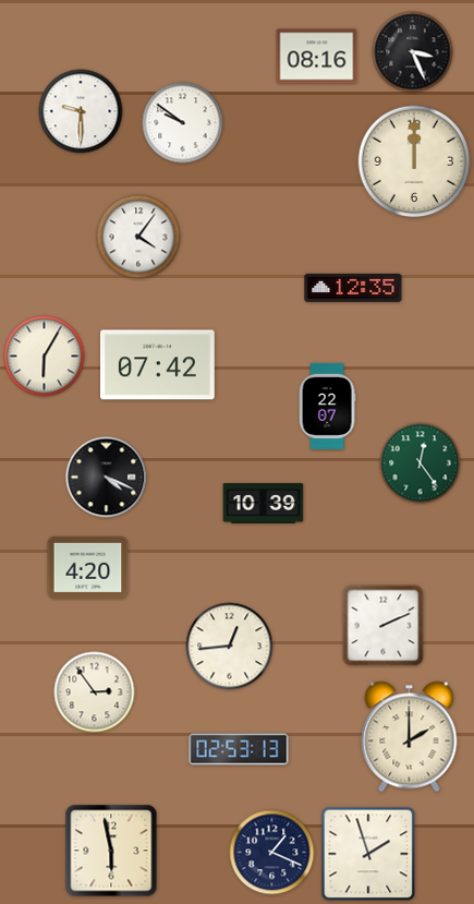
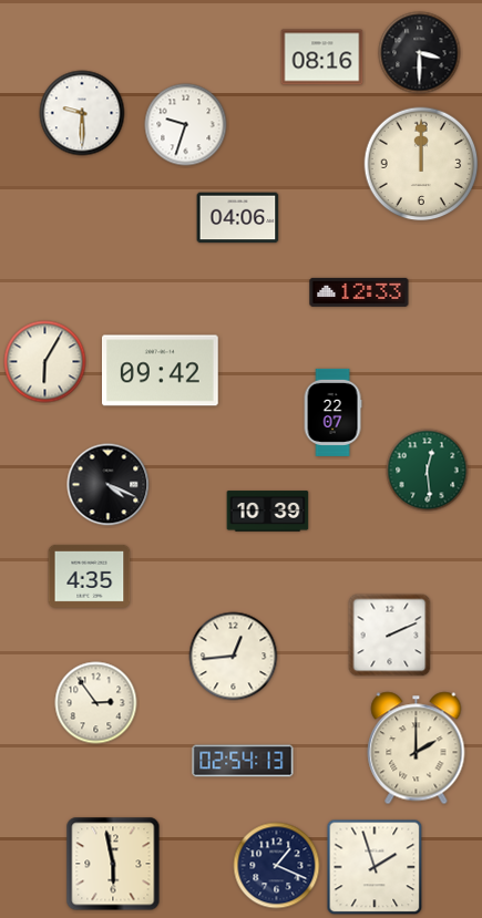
clock at (413, 52): 3:26 -> 3:30
clock at (183, 123): 9:51 -> 9:33
clock at (238, 218): none -> 04:06
clock at (138, 237): 4:06 -> none
clock at (353, 288): 12:35 -> 12:33
clock at (158, 365): 07:42 -> 09:42
clock at (421, 463): 12:24 -> 12:29
clock at (88, 567): 4:20 -> 4:35
clock at (239, 749): 02:53 -> 02:54
